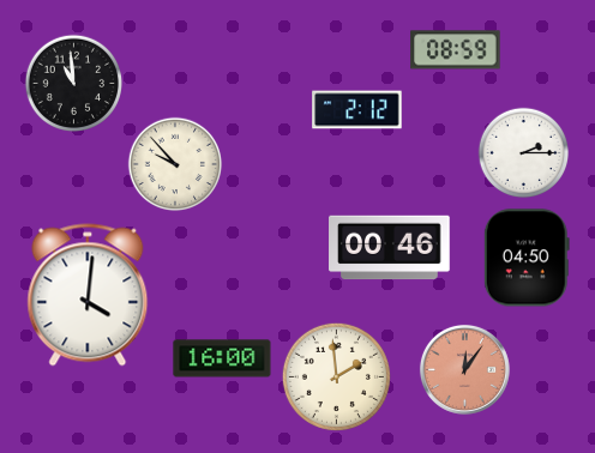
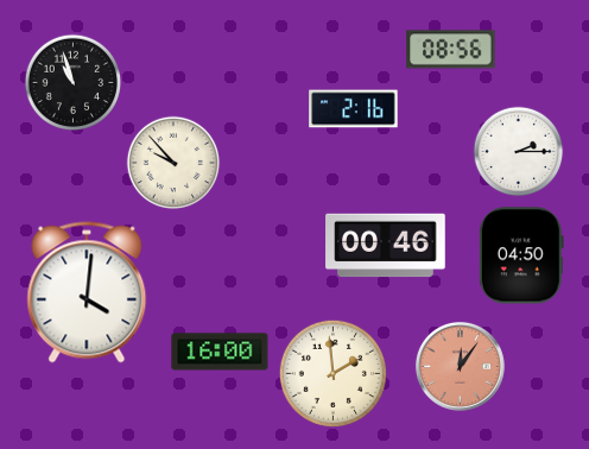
clock at (456, 50): 08:59 -> 08:56
clock at (73, 83): 10:59 -> 10:57
clock at (357, 110): 2:12 -> 2:16
clock at (222, 358) position: (222, 358) -> (220, 352)
